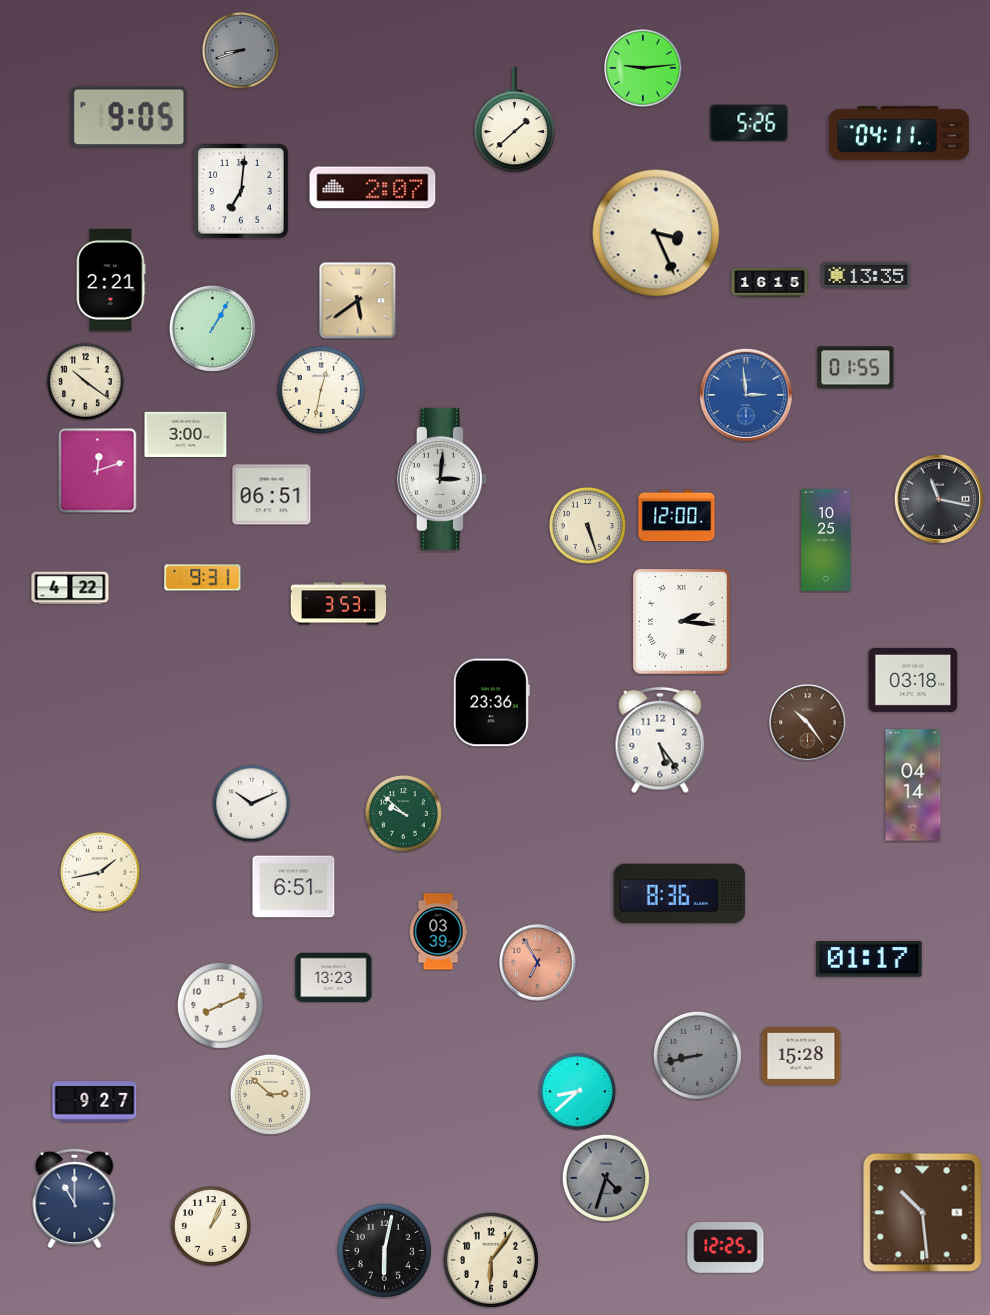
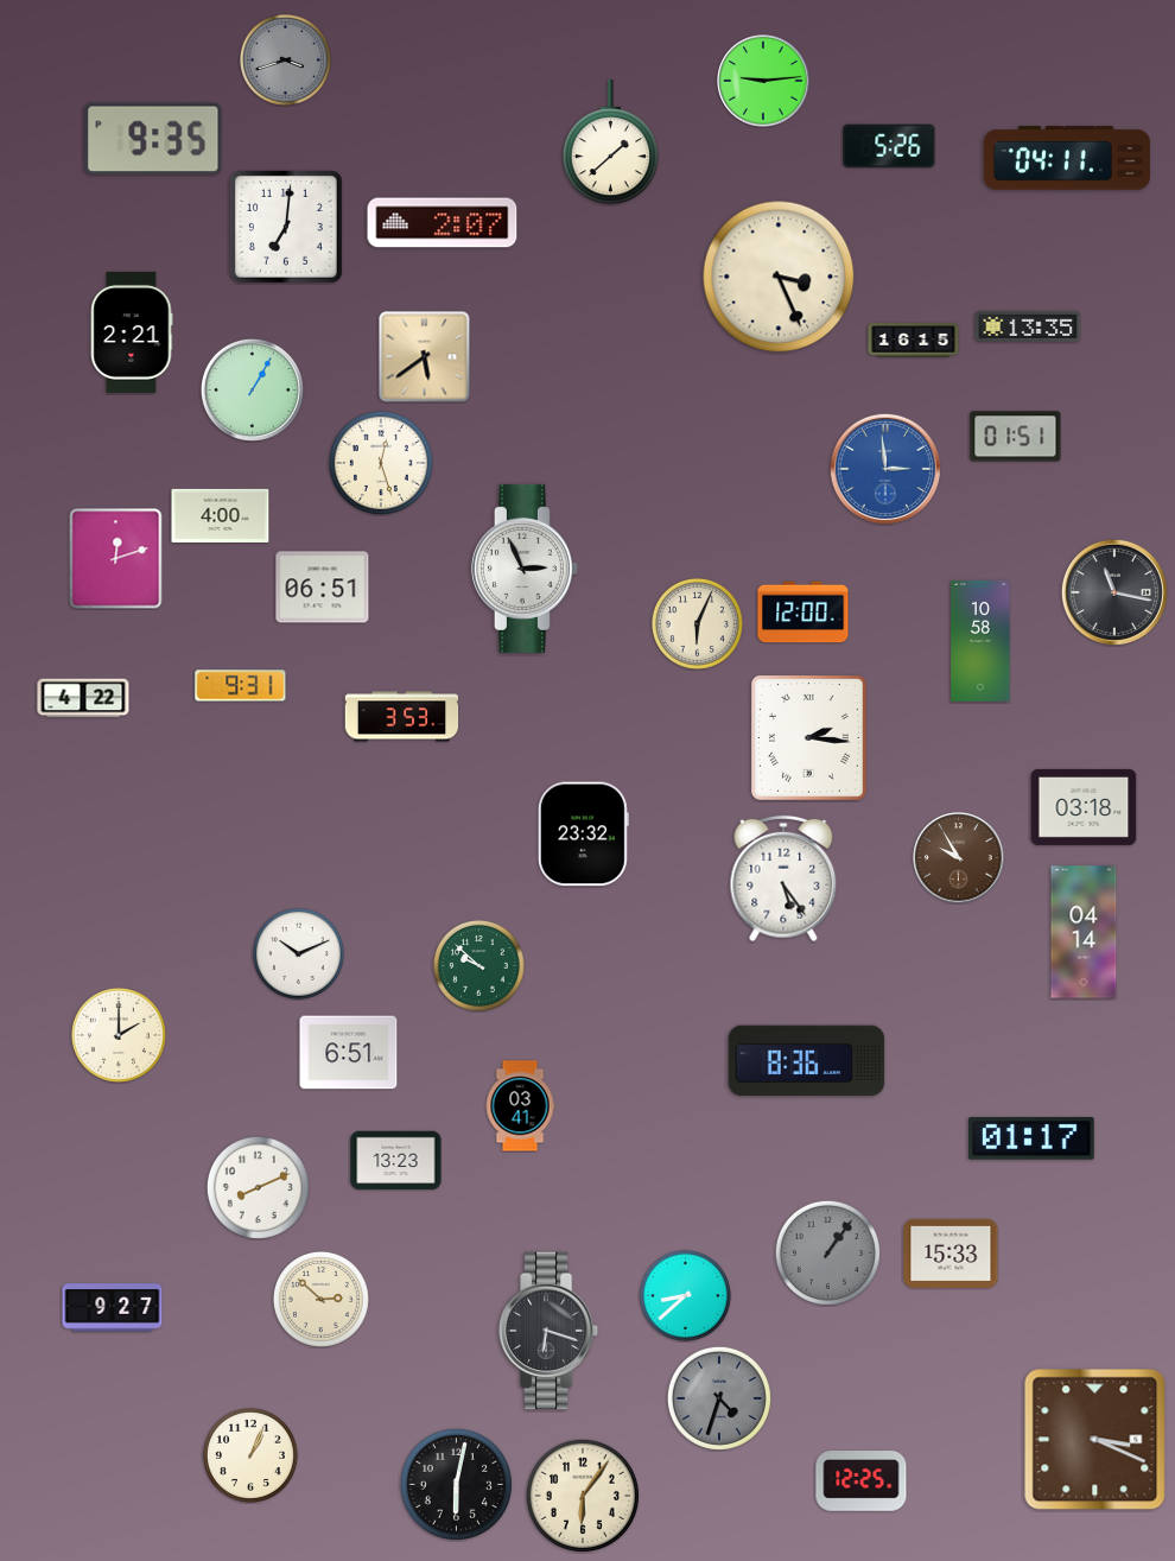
clock at (240, 50): 8:42 -> 3:42
clock at (129, 117): 9:05 -> 9:35
clock at (770, 283) position: (770, 283) -> (914, 341)
clock at (856, 368): 01:55 -> 01:51
clock at (85, 381): 10:21 -> none
clock at (321, 390): 12:32 -> 12:27
clock at (186, 434): 3:00 -> 4:00
clock at (442, 479): 3:01 -> 2:56
clock at (587, 525): 5:27 -> 6:04
clock at (826, 540): 10:25 -> 10:58
clock at (491, 703): 23:36 -> 23:32
clock at (808, 723): 10:24 -> 9:55
clock at (100, 872): 1:43 -> 2:00
clock at (438, 932): 03:39 -> 03:41
clock at (538, 963): 6:55 -> none
clock at (220, 1005) position: (220, 1005) -> (258, 1187)
clock at (697, 1055): 8:43 -> 1:06
clock at (801, 1056): 15:28 -> 15:33
clock at (548, 1331): none -> 6:18
clock at (75, 1198): 11:00 -> none
clock at (923, 1213): 10:29 -> 3:19
